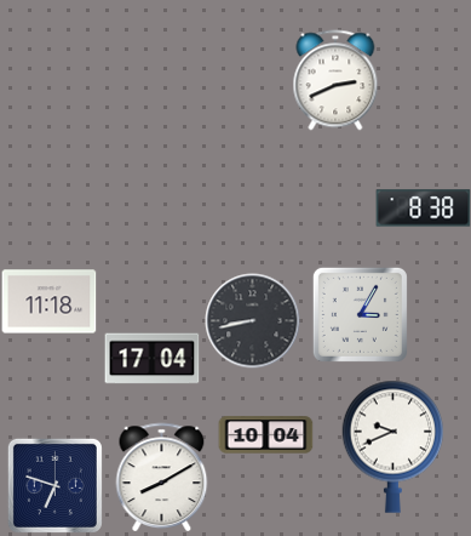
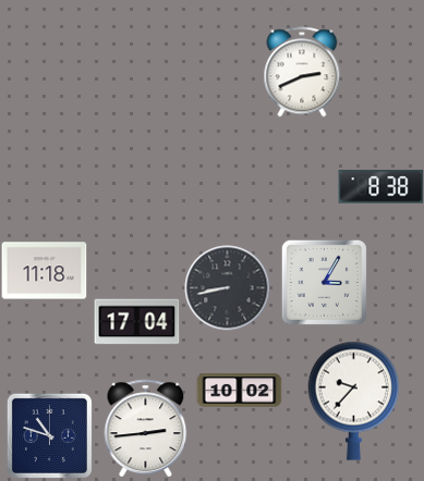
clock at (265, 435): 10:04 -> 10:02
clock at (394, 446): 9:41 -> 9:37
clock at (162, 477): 8:10 -> 2:44
clock at (54, 485): 6:48 -> 10:48
